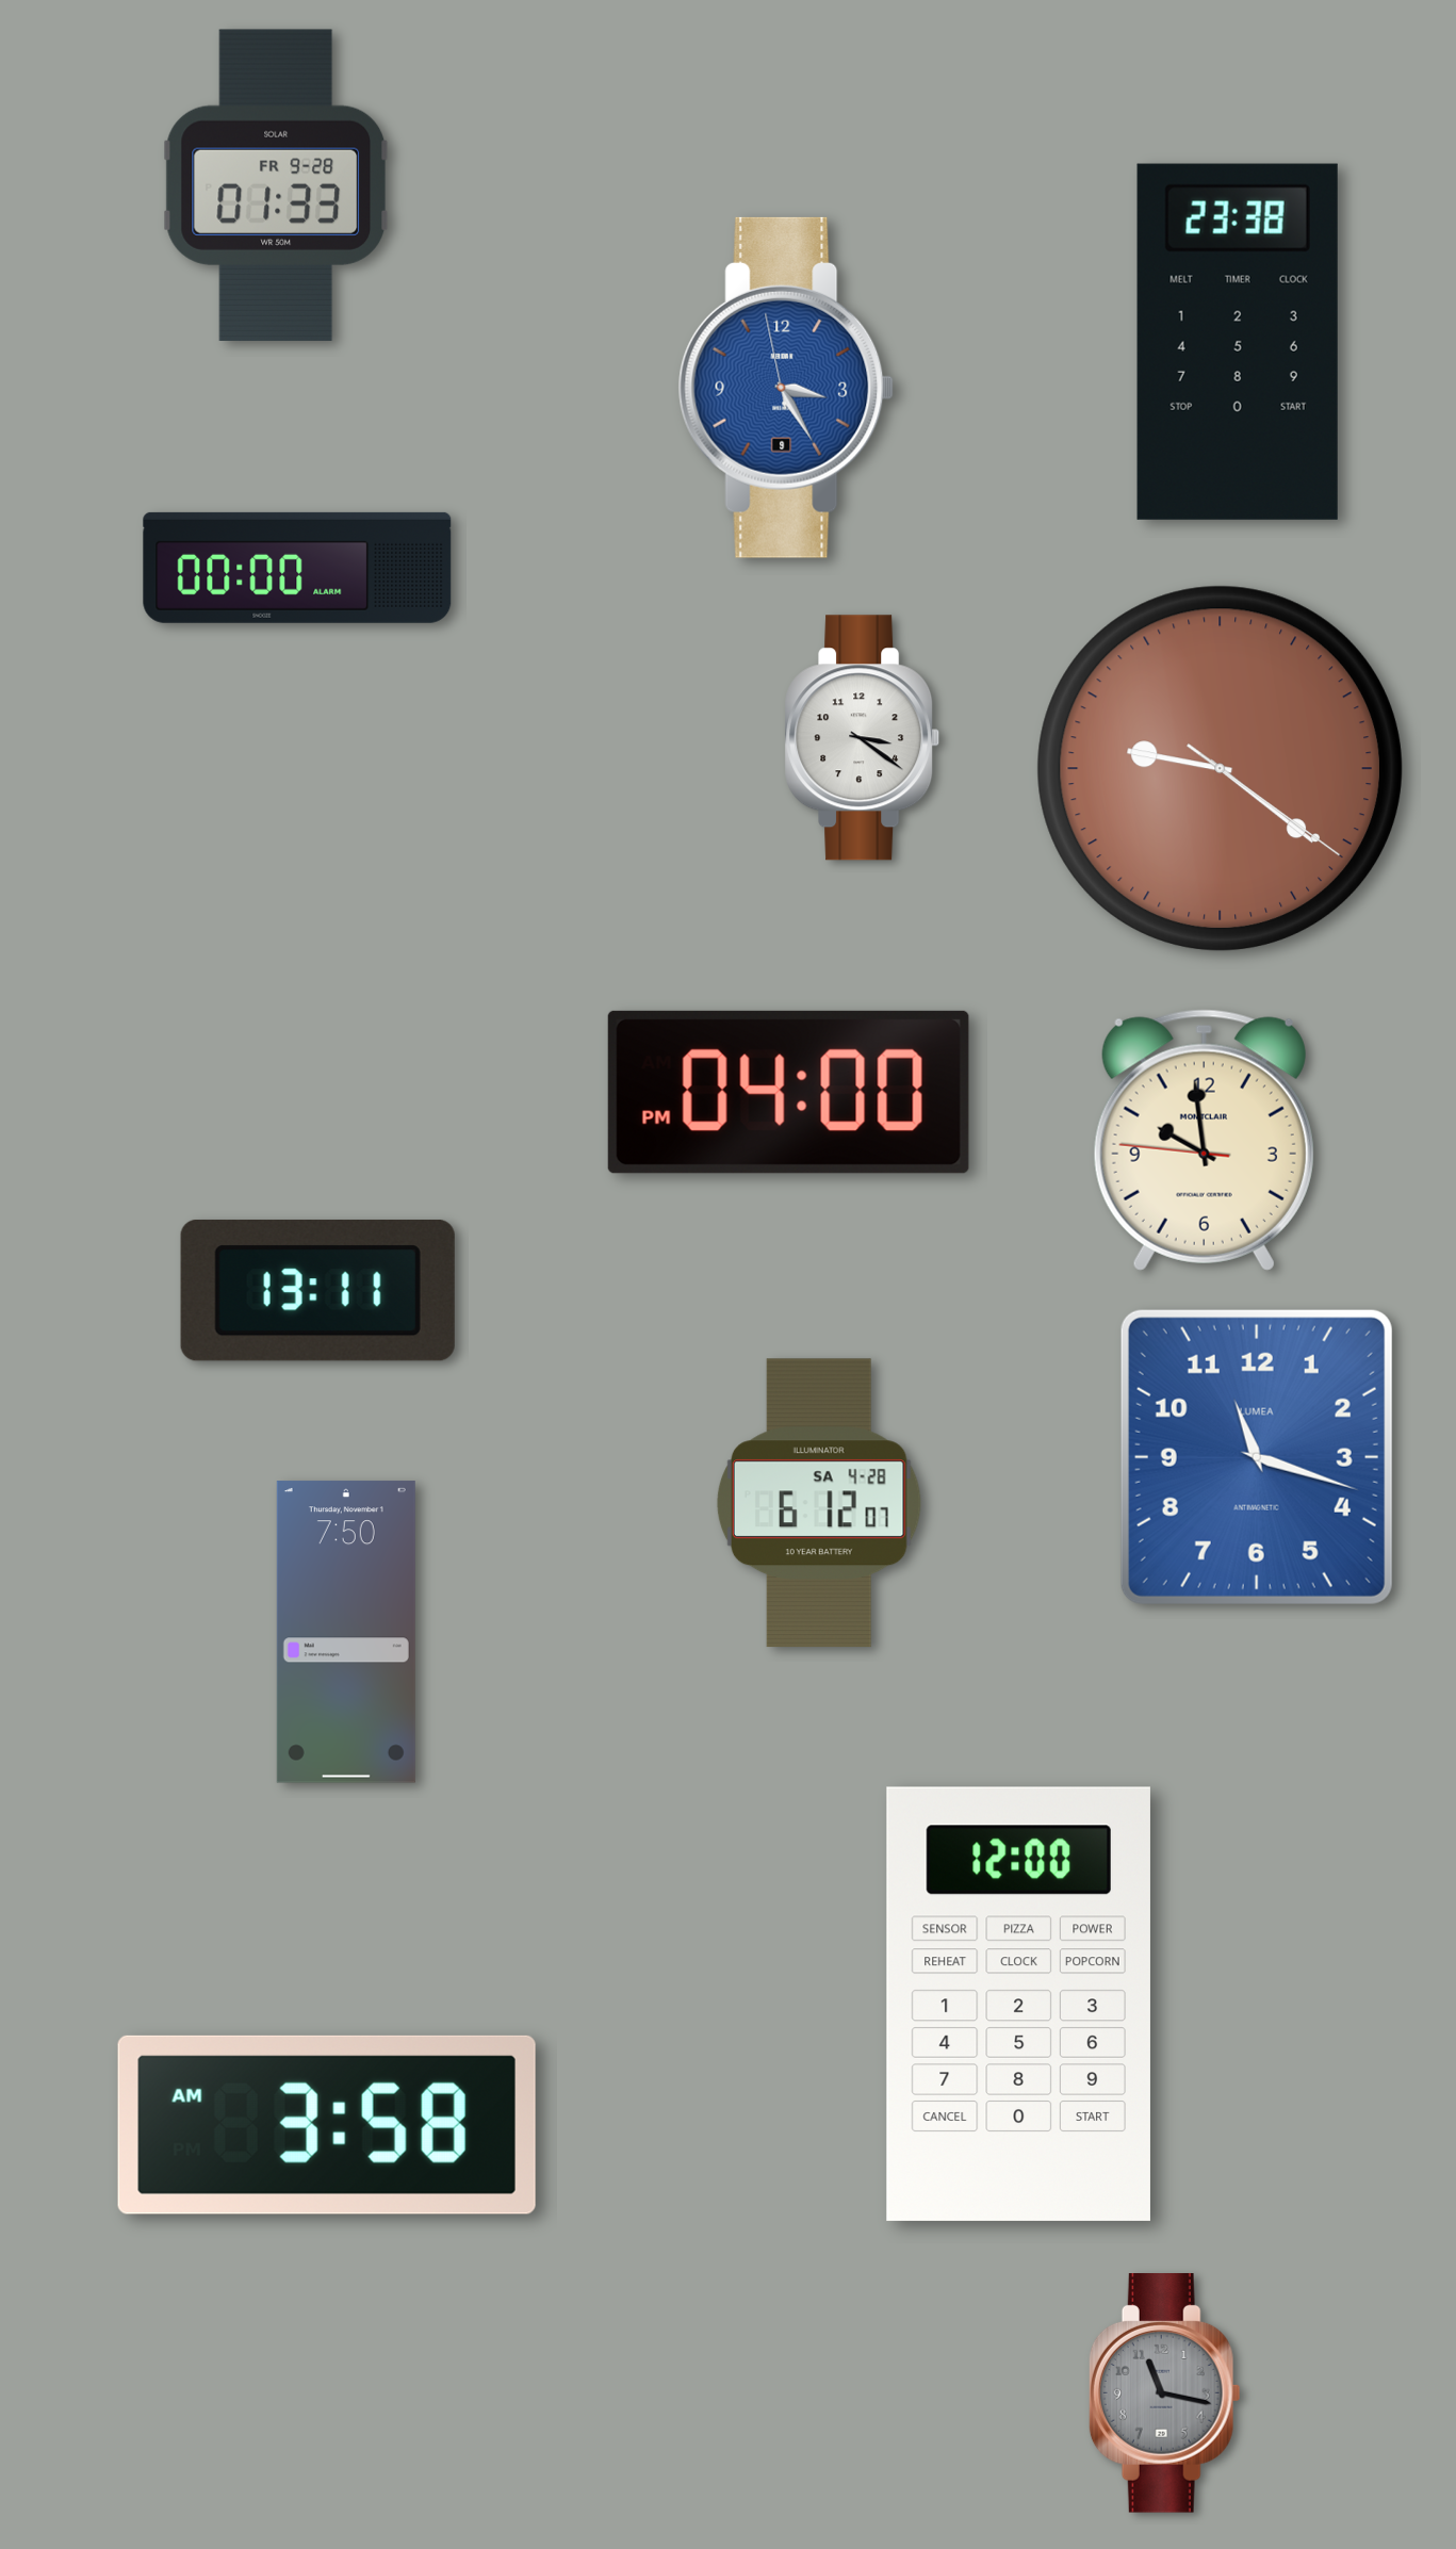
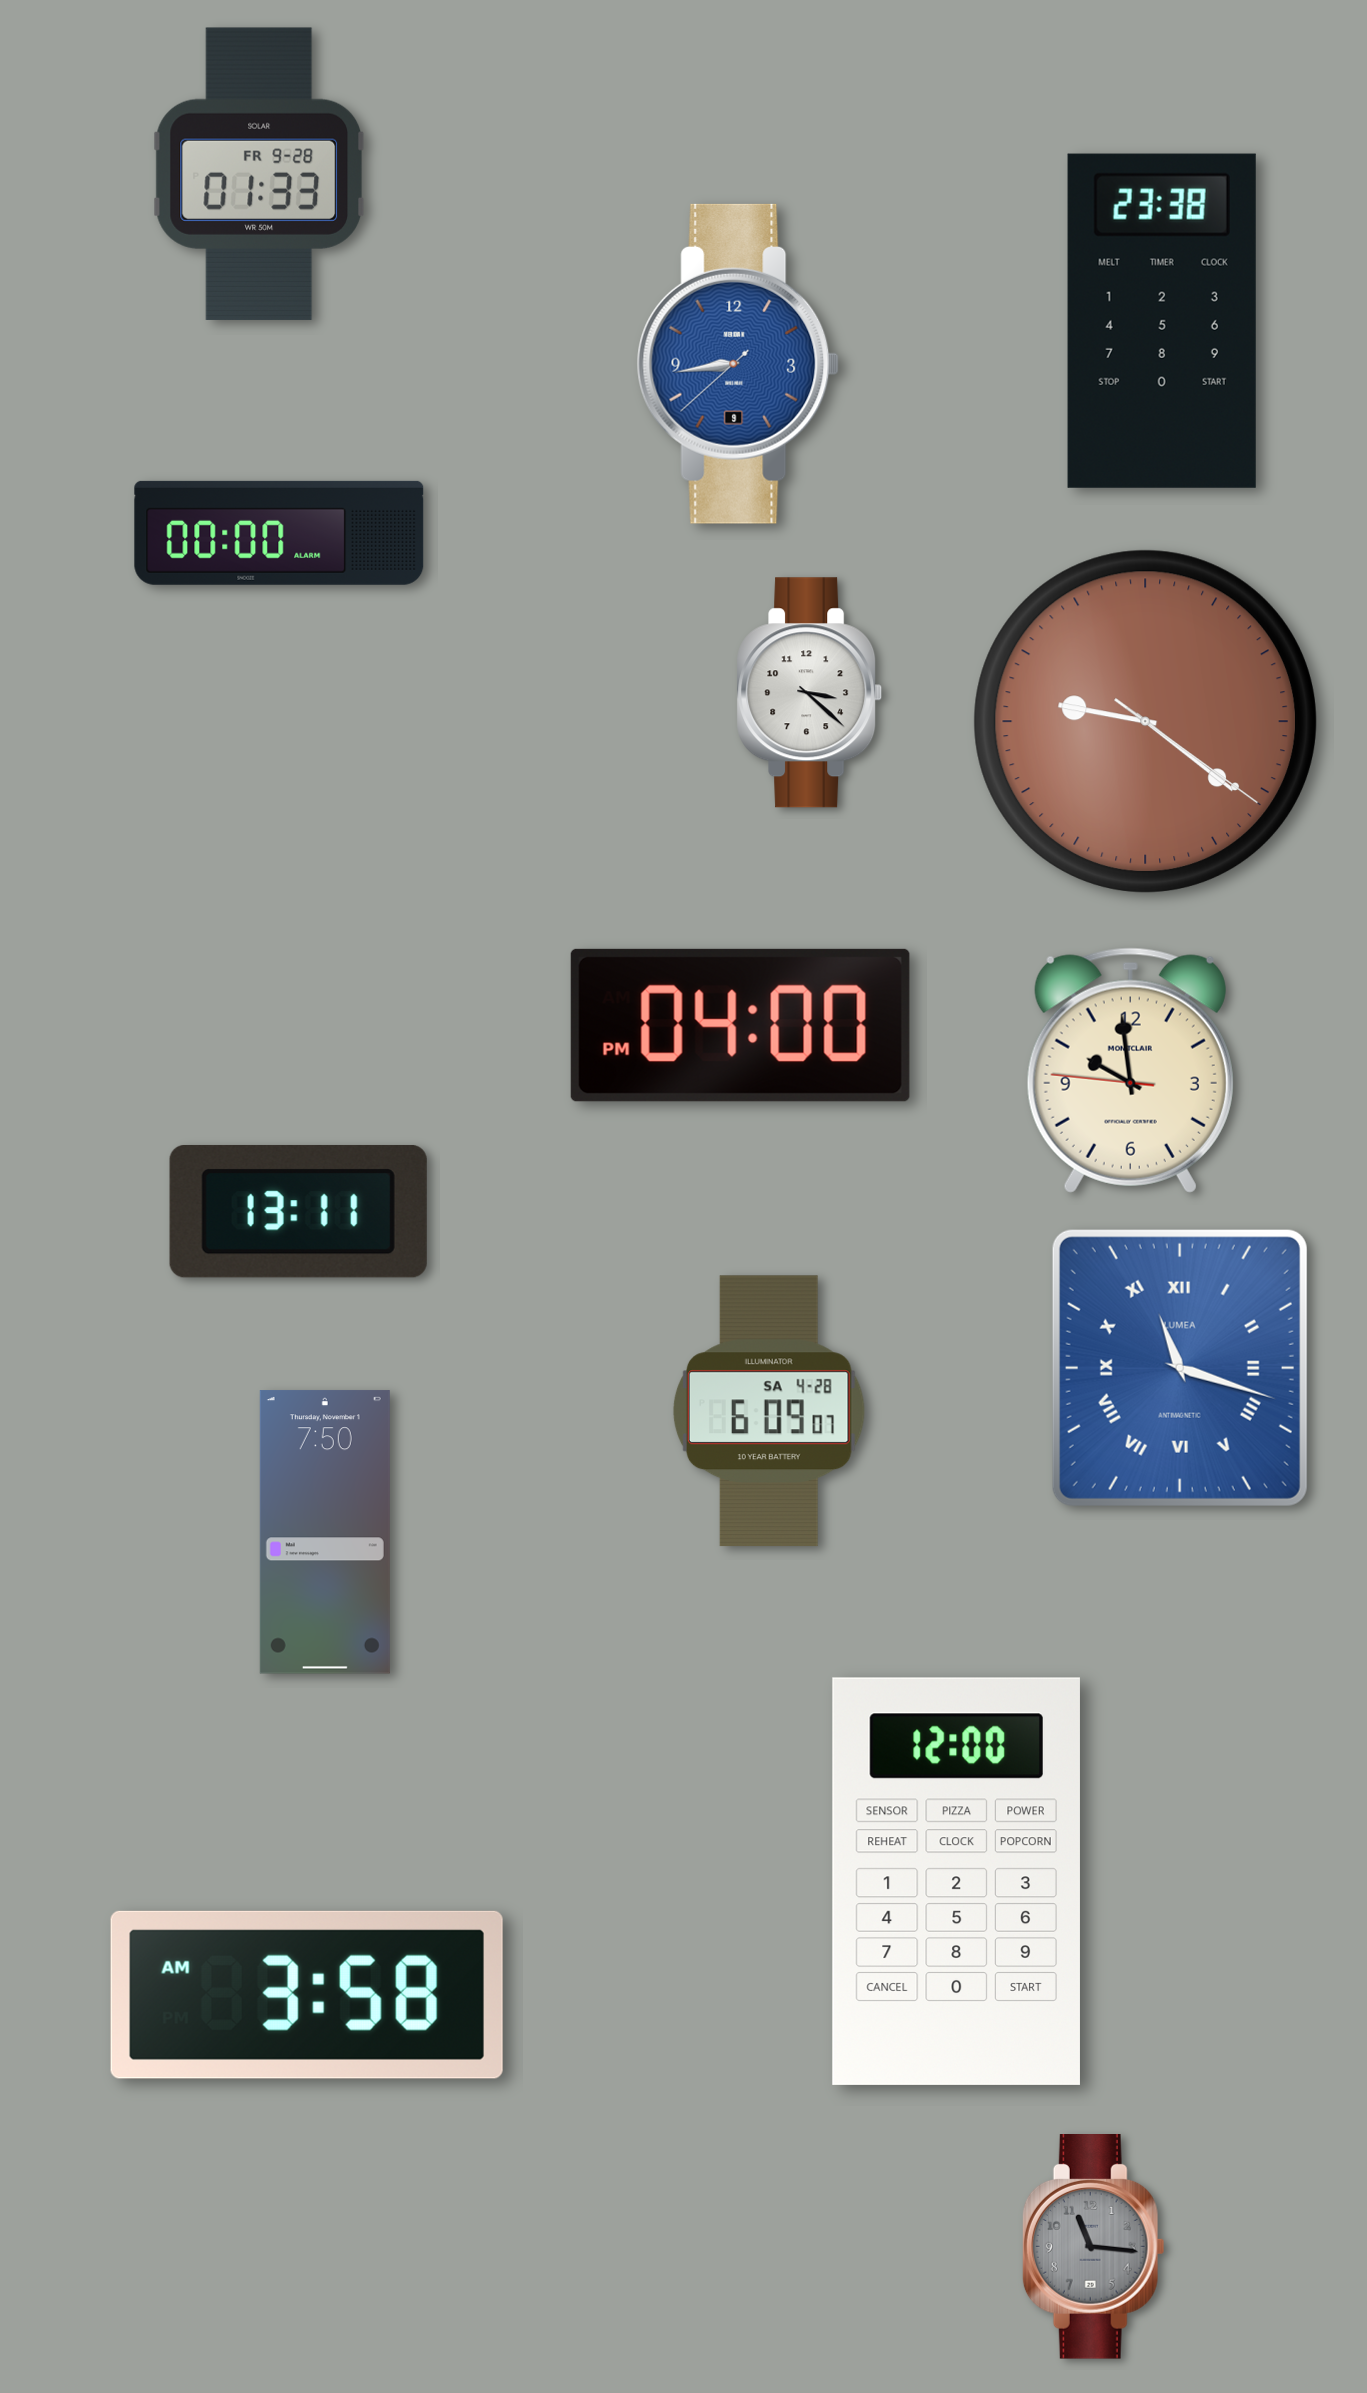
clock at (786, 388): 3:24 -> 8:43
clock at (863, 738): 3:21 -> 3:22
clock at (1257, 1457) numerals: Arabic -> Roman
clock at (819, 1503): 6:12 -> 6:09
clock at (1164, 2393): 11:17 -> 11:16
